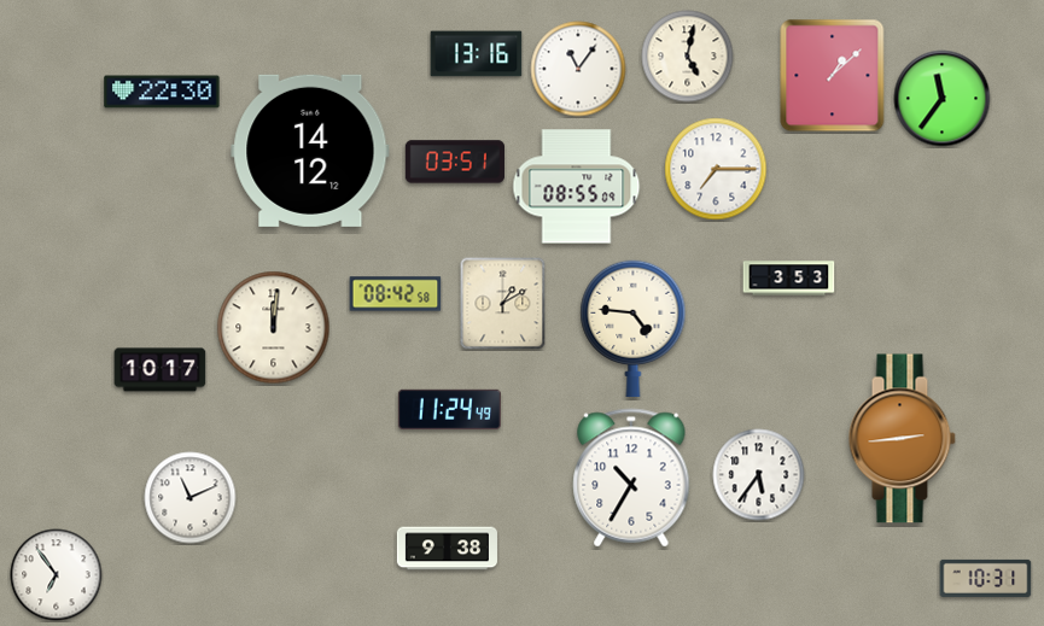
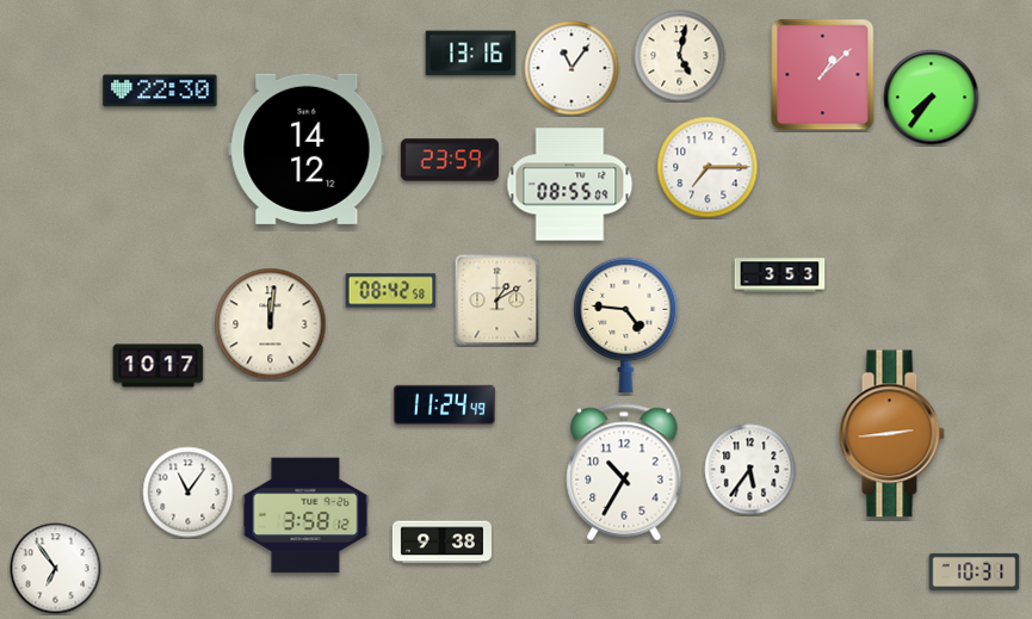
clock at (943, 99): 11:36 -> 7:36
clock at (455, 162): 03:51 -> 23:59
clock at (191, 498): 11:11 -> 11:06
clock at (305, 515): none -> 3:58
